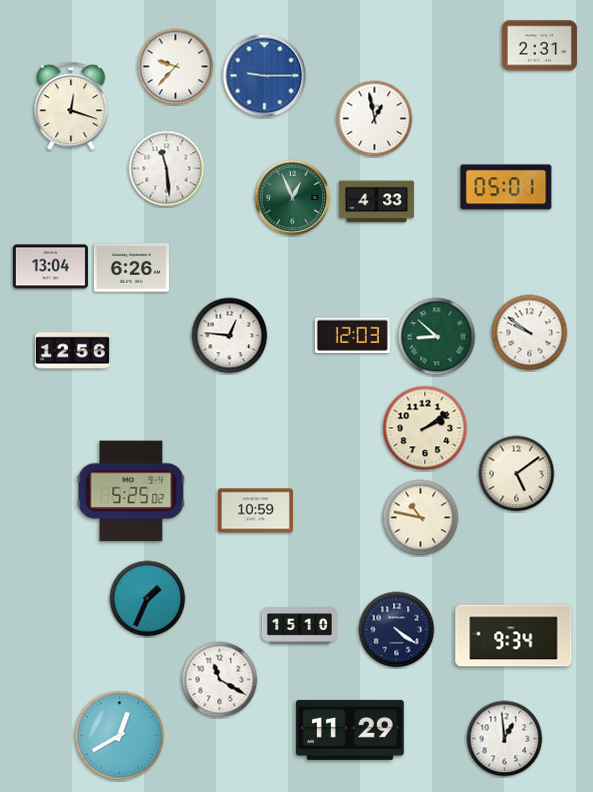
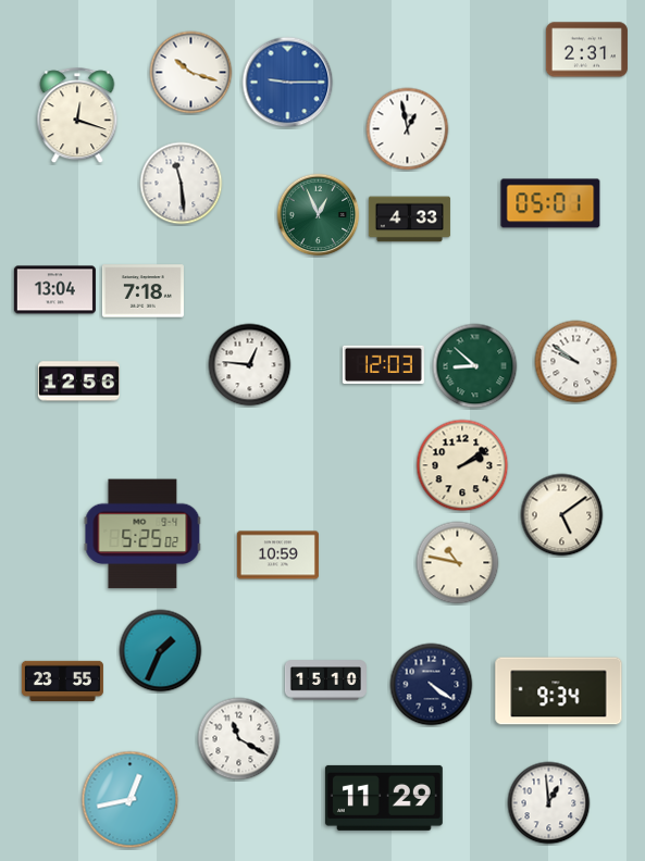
clock at (176, 67): 9:37 -> 10:18
clock at (131, 268): 6:26 -> 7:18
clock at (62, 681): none -> 23:55
clock at (350, 730) position: (350, 730) -> (384, 798)
clock at (120, 736): 12:40 -> 12:43
